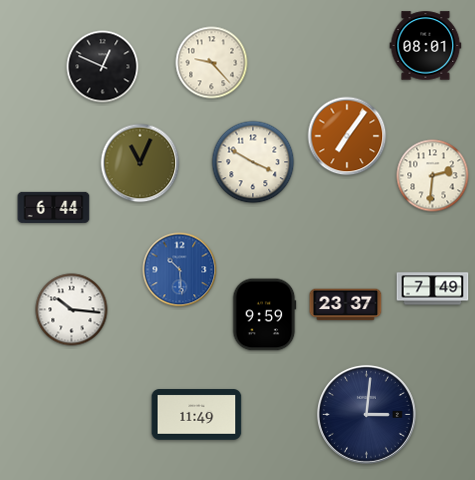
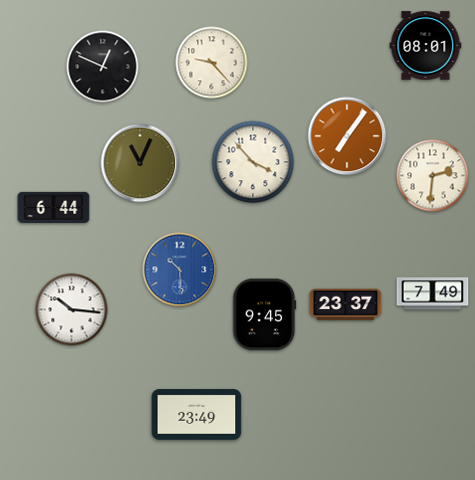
clock at (253, 162): 3:50 -> 3:53
clock at (433, 289) position: (433, 289) -> (433, 294)
clock at (264, 315): 9:59 -> 9:45
clock at (366, 414): 3:01 -> none
clock at (197, 415): 11:49 -> 23:49
